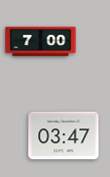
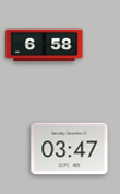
clock at (41, 42): 7:00 -> 6:58
